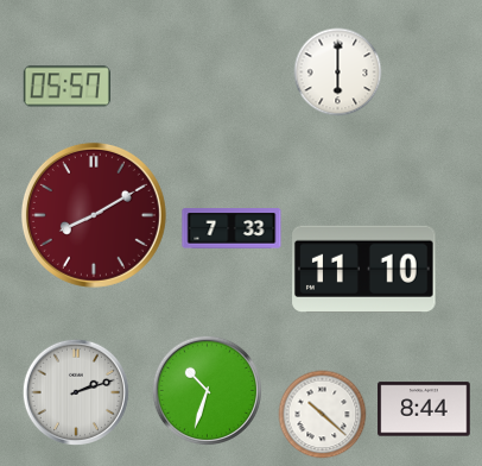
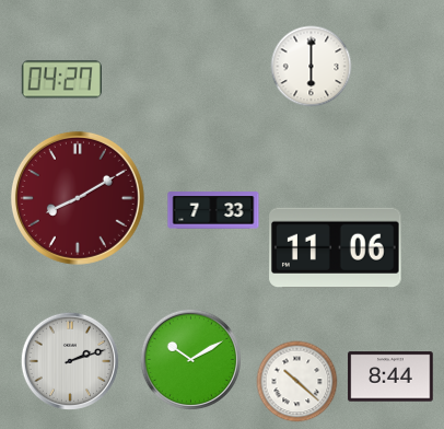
clock at (66, 87): 05:57 -> 04:27
clock at (94, 215) position: (94, 215) -> (78, 198)
clock at (364, 269): 11:10 -> 11:06
clock at (207, 390): 10:33 -> 10:10
